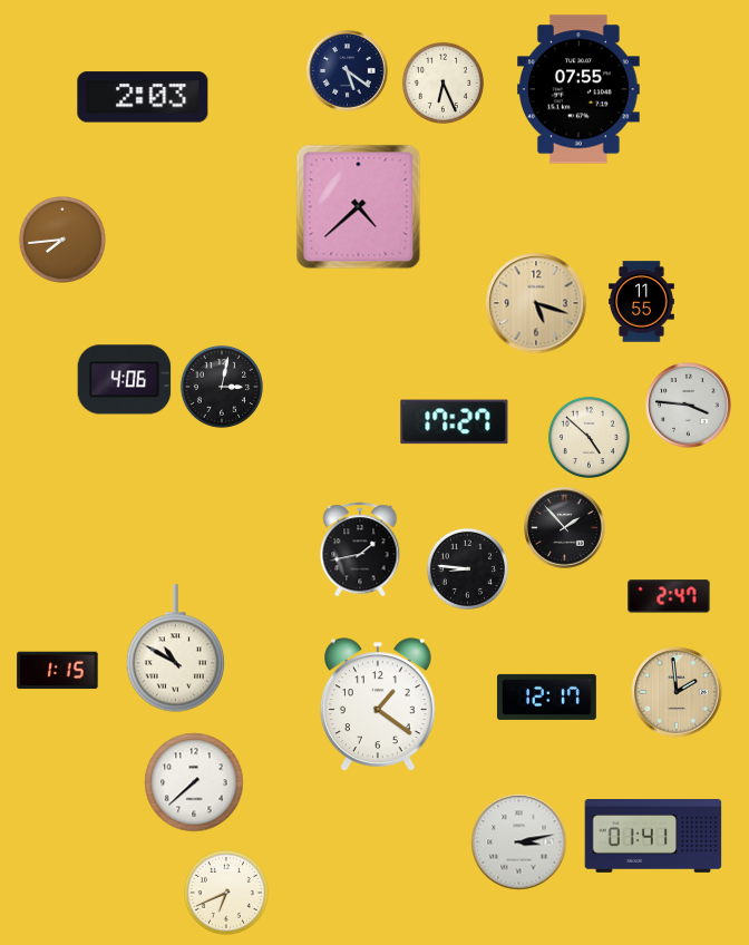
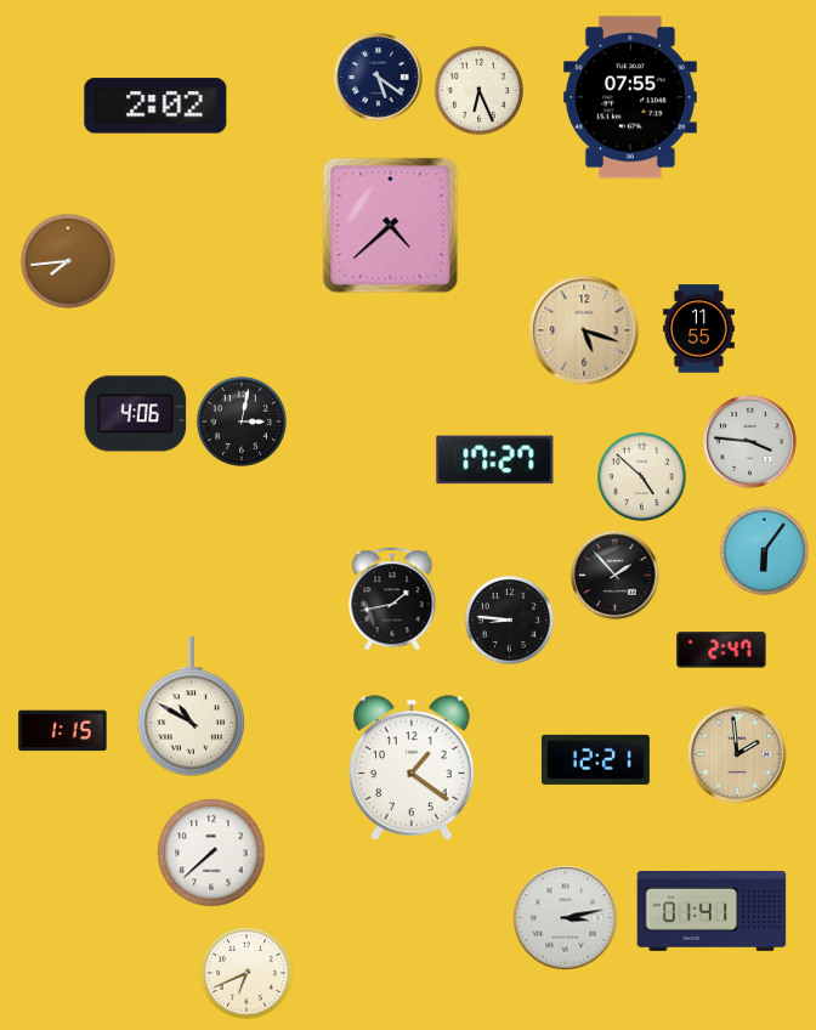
clock at (442, 82) position: (442, 82) -> (478, 90)
clock at (143, 97): 2:03 -> 2:02
clock at (764, 550): none -> 6:06
clock at (669, 596) position: (669, 596) -> (721, 650)
clock at (546, 696): 12:17 -> 12:21
